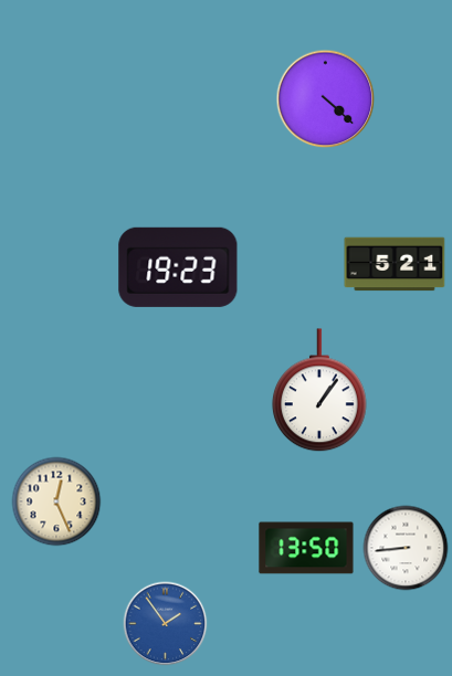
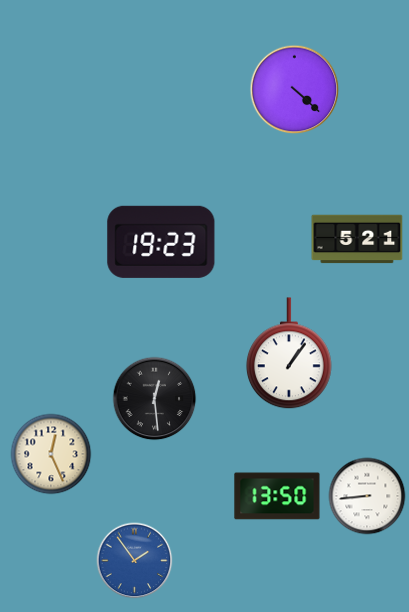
clock at (155, 399): none -> 12:29
clock at (166, 624) position: (166, 624) -> (135, 561)
